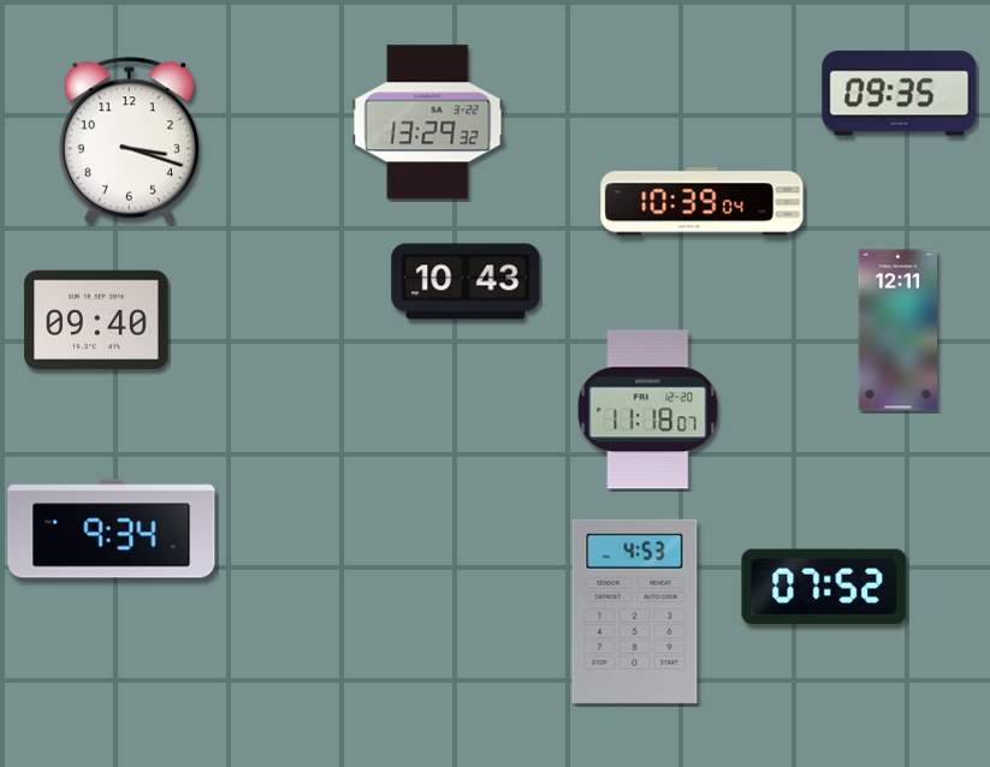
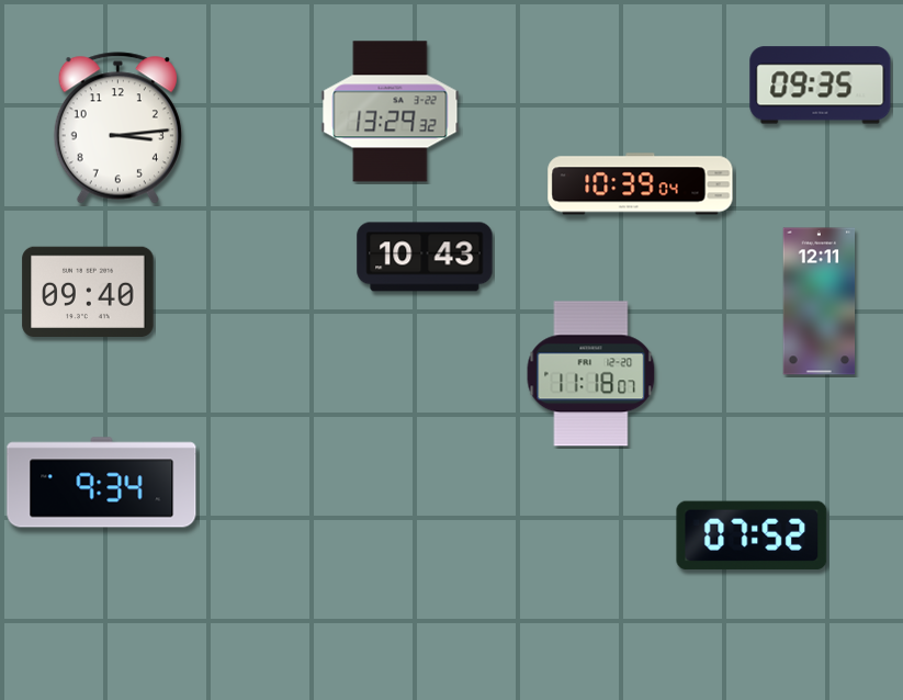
clock at (129, 141): 3:18 -> 3:14
clock at (635, 611): 4:53 -> none
